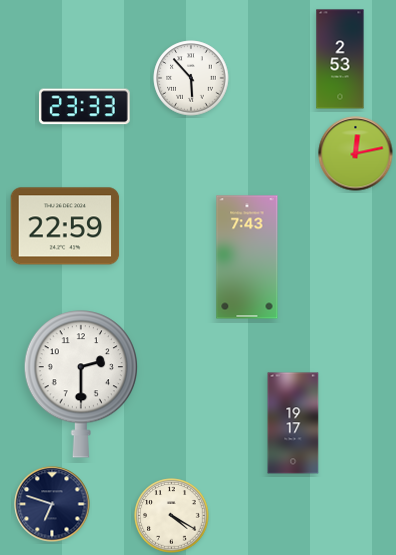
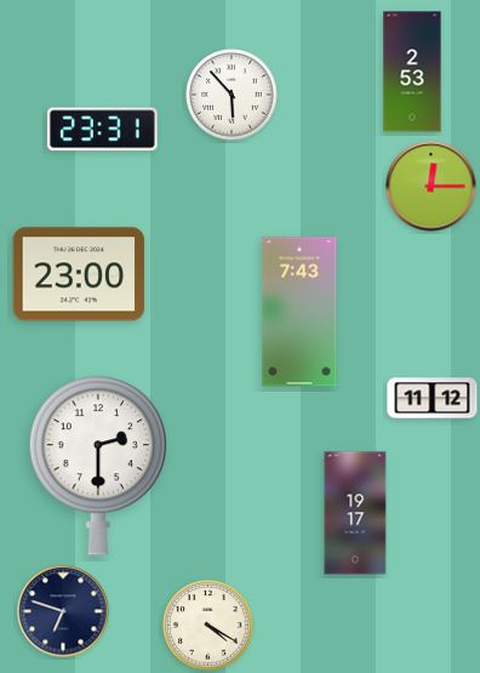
clock at (84, 107): 23:33 -> 23:31
clock at (356, 154): 12:13 -> 12:15
clock at (65, 226): 22:59 -> 23:00
clock at (433, 399): none -> 11:12
